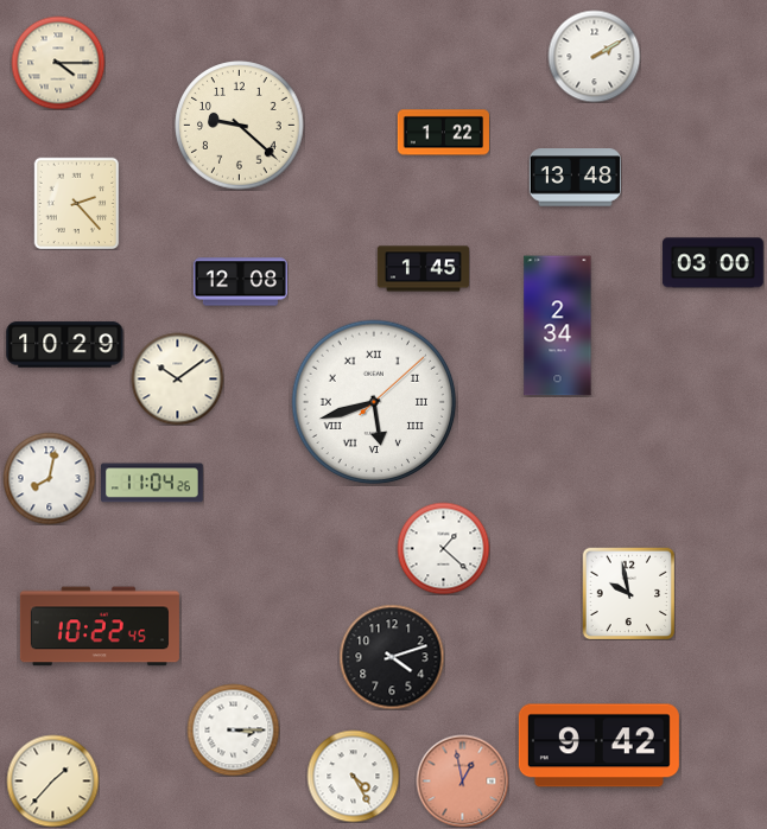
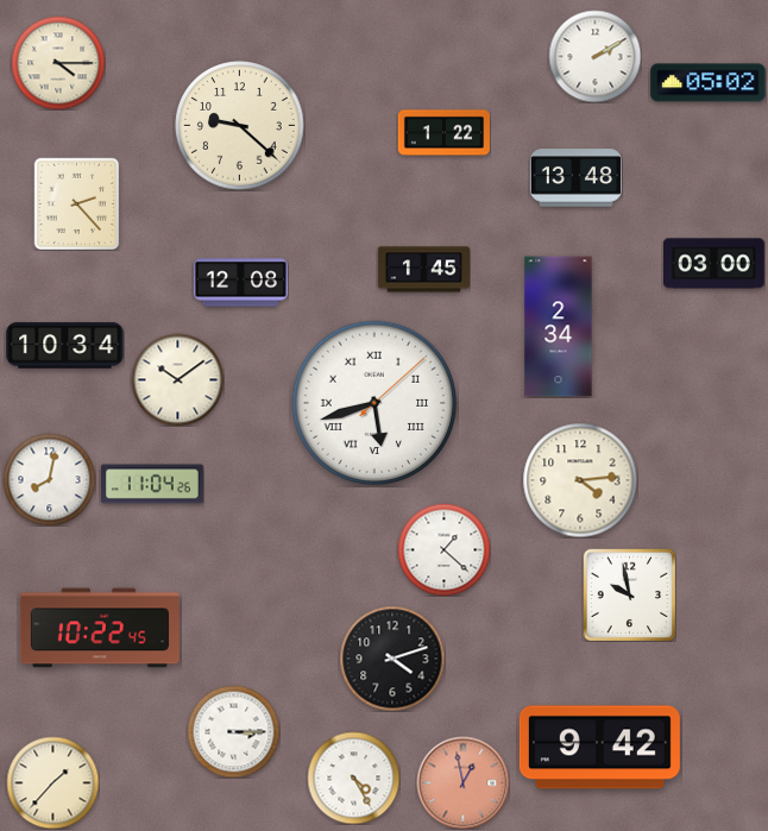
clock at (709, 83): none -> 05:02
clock at (65, 345): 10:29 -> 10:34
clock at (580, 480): none -> 4:14
